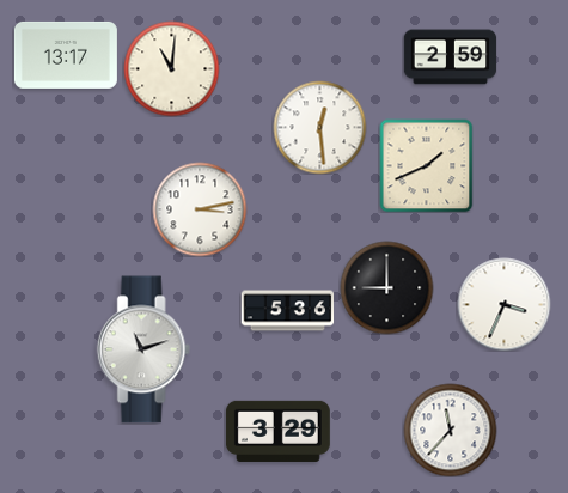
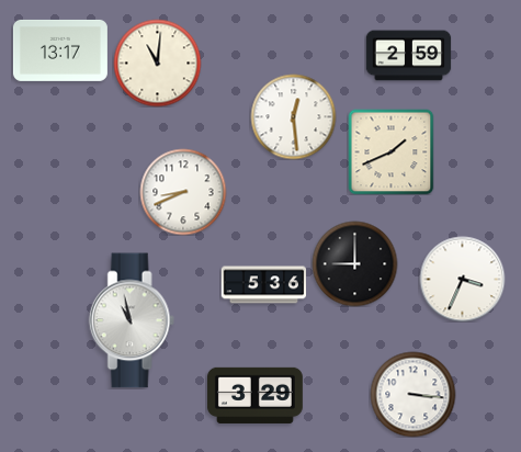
clock at (450, 57) position: (450, 57) -> (408, 56)
clock at (200, 209): 3:13 -> 8:41
clock at (143, 349): 11:12 -> 10:58
clock at (450, 430): 11:37 -> 3:16
